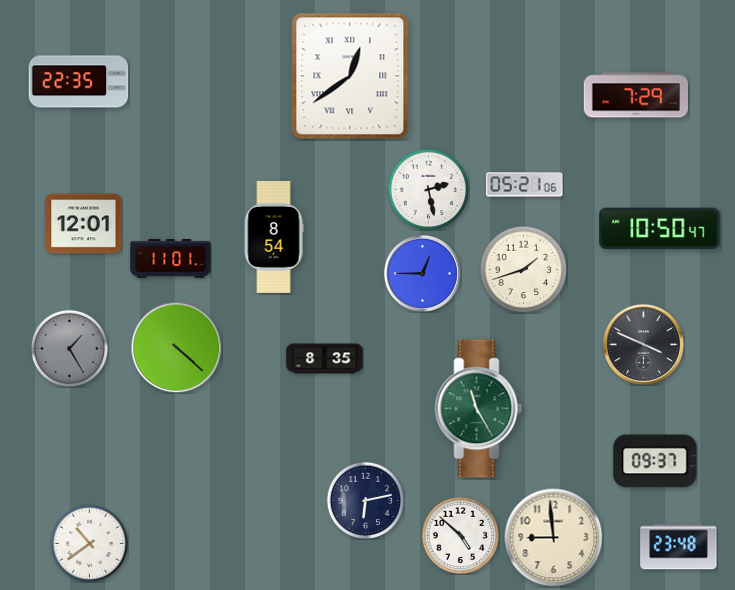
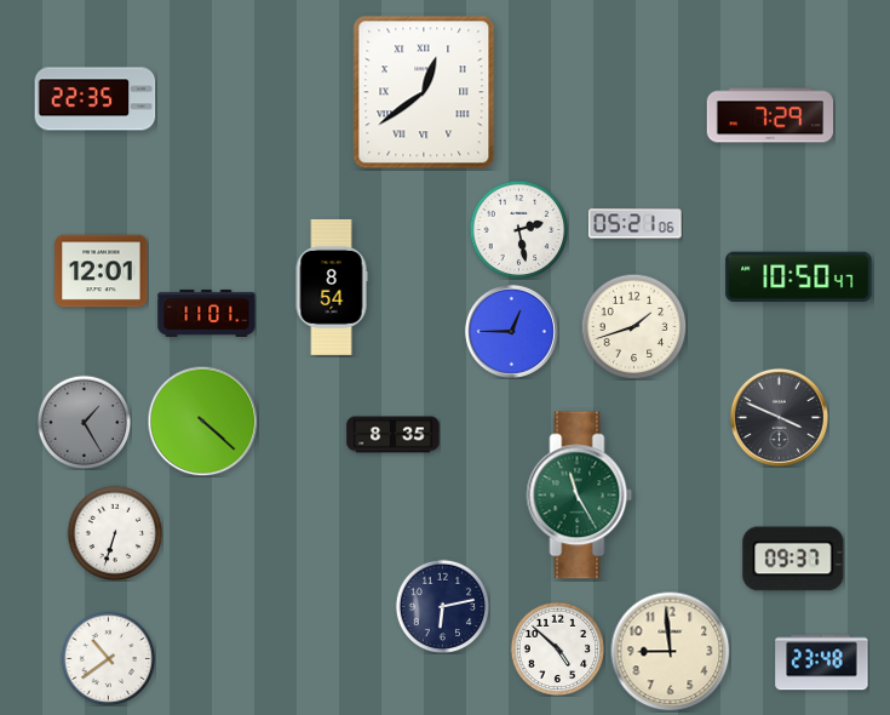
clock at (176, 347) position: (176, 347) -> (202, 421)
clock at (115, 533): none -> 6:33
